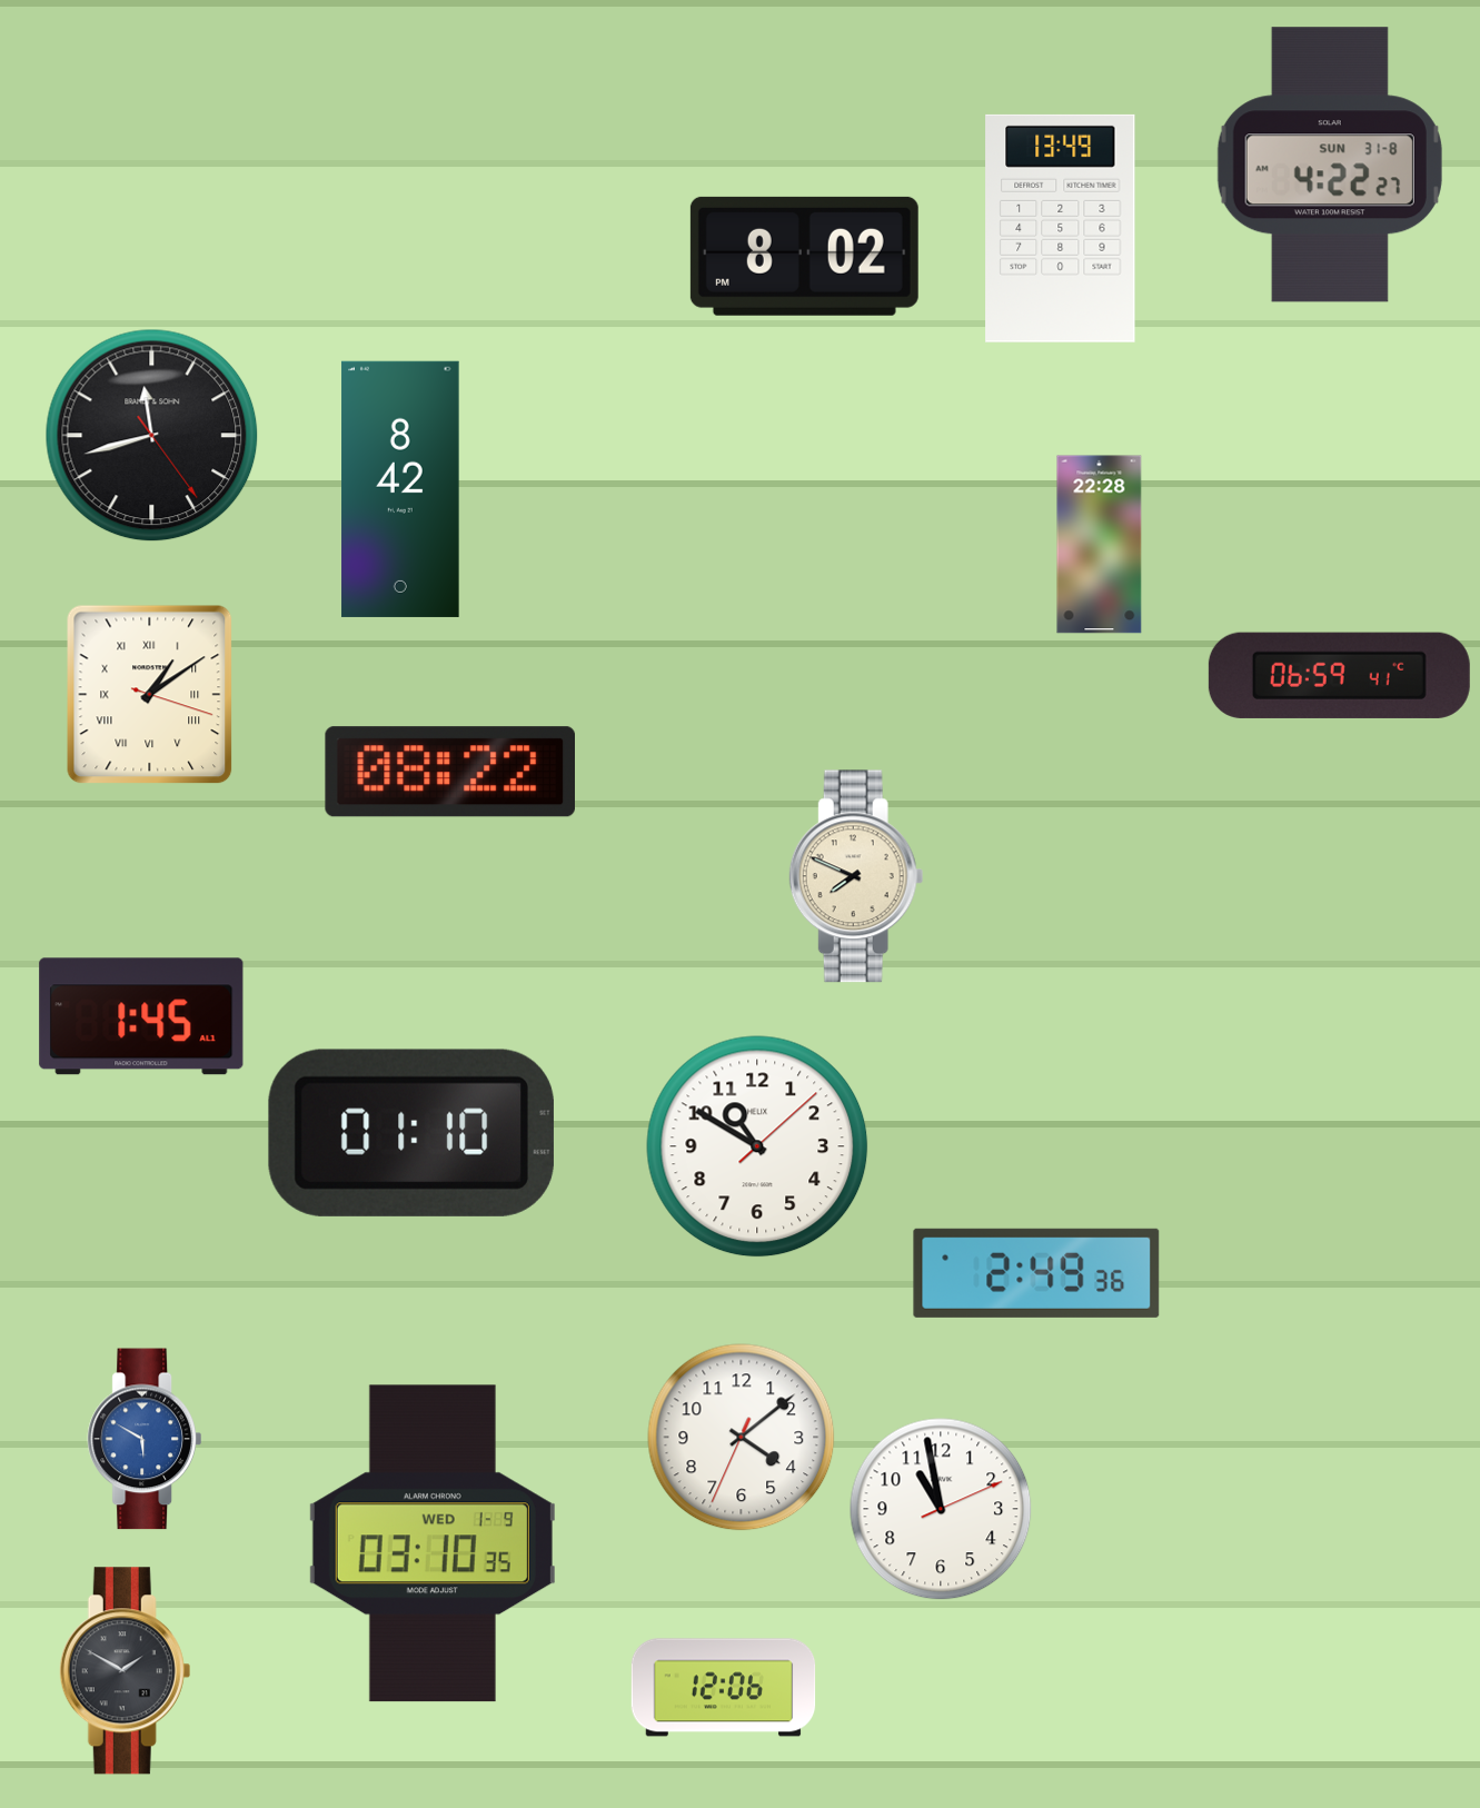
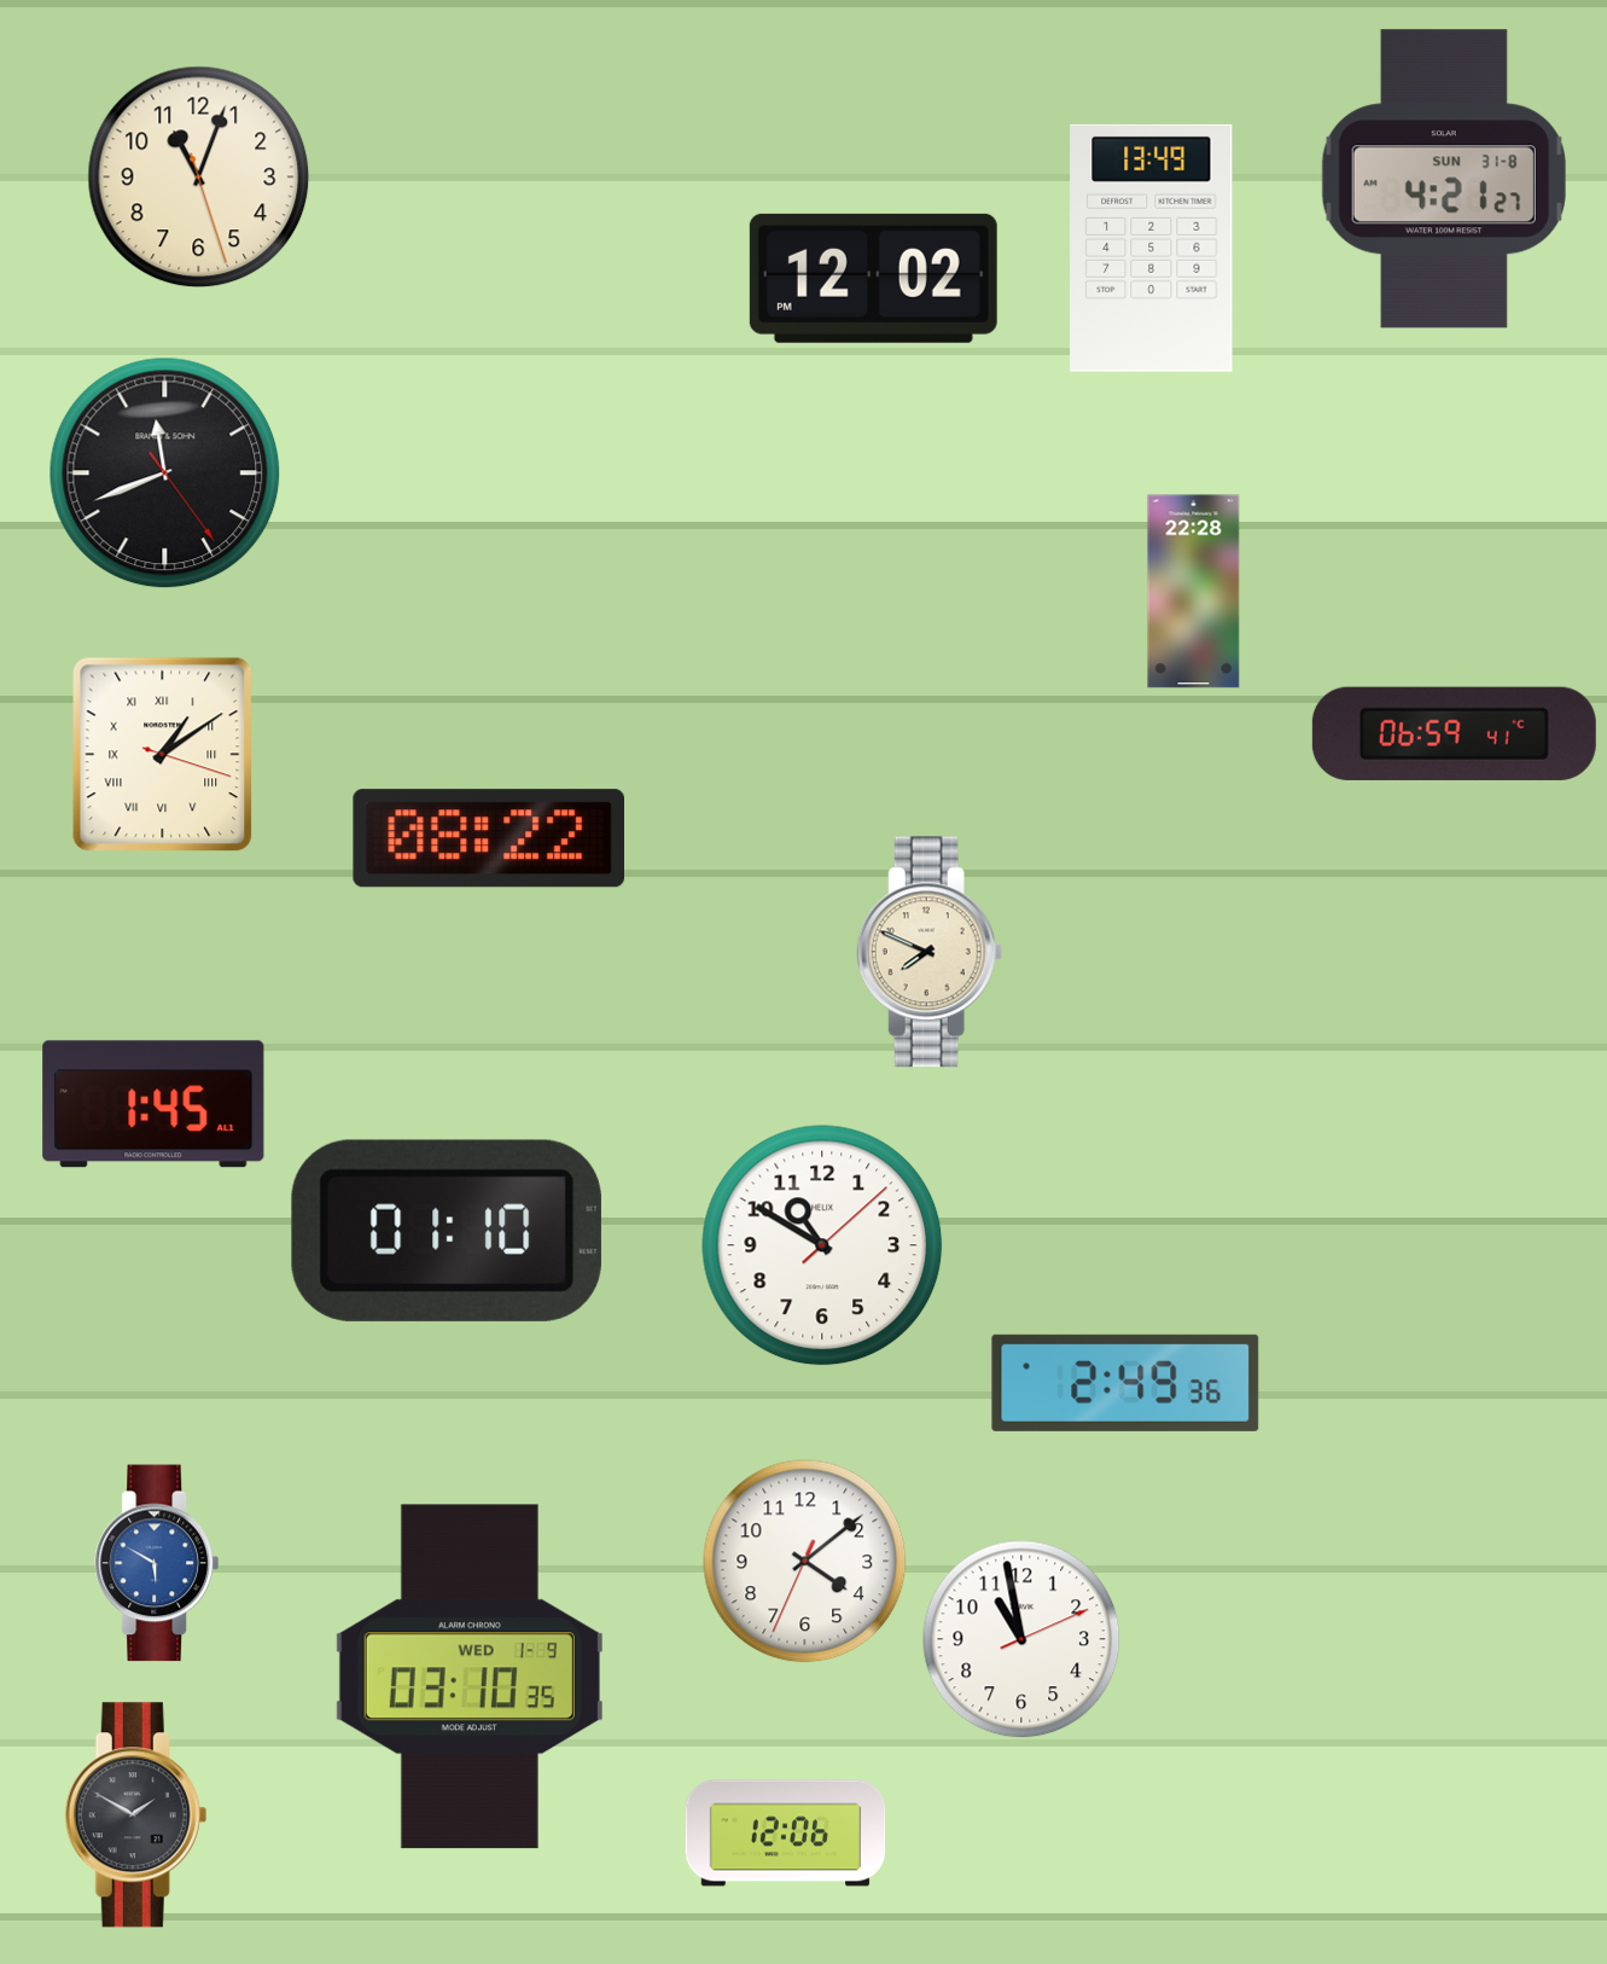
clock at (199, 178): none -> 11:03
clock at (1330, 165): 4:22 -> 4:21
clock at (804, 256): 8:02 -> 12:02
clock at (152, 436): 11:42 -> 11:41
clock at (400, 489): 8:42 -> none
